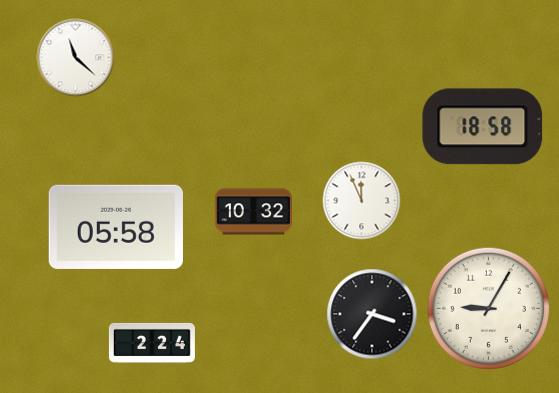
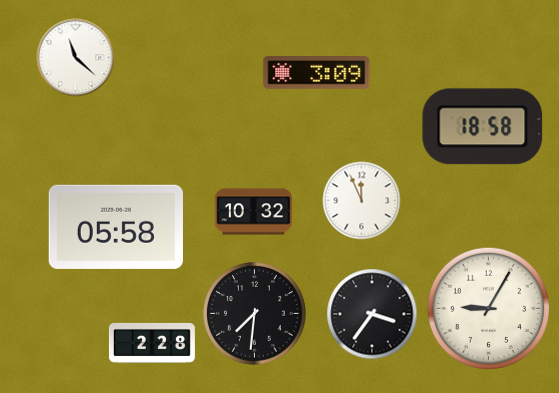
clock at (317, 73): none -> 3:09
clock at (255, 314): none -> 7:31
clock at (152, 343): 2:24 -> 2:28
